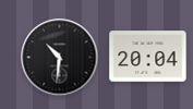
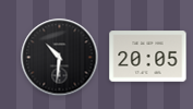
clock at (148, 57): 20:04 -> 20:05
